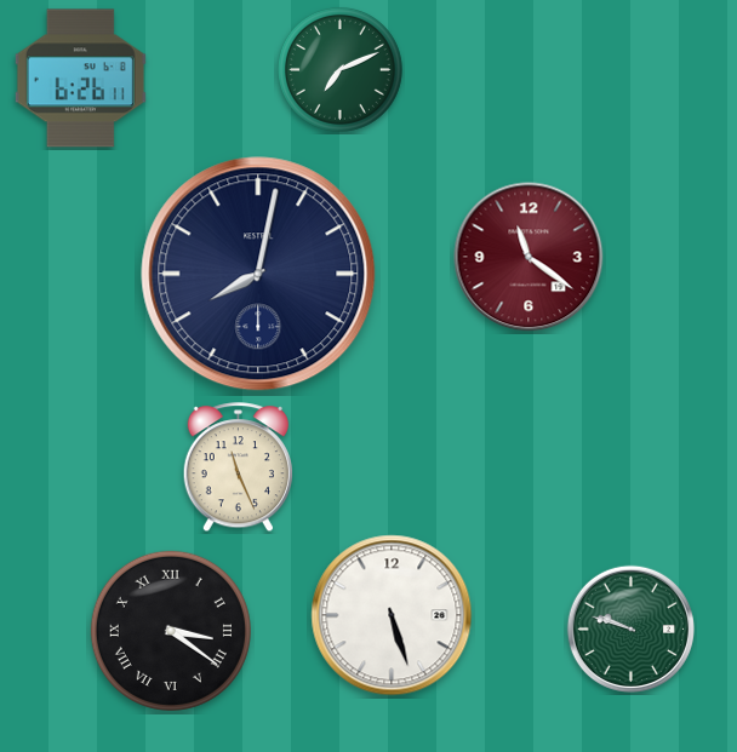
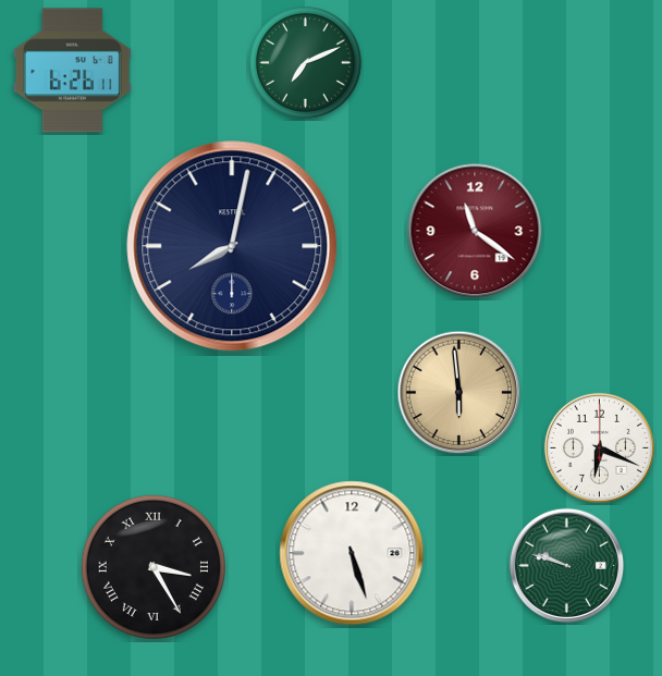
clock at (459, 393): none -> 5:59
clock at (238, 467): 11:26 -> none
clock at (599, 447): none -> 6:19
clock at (171, 631): 3:21 -> 3:25
